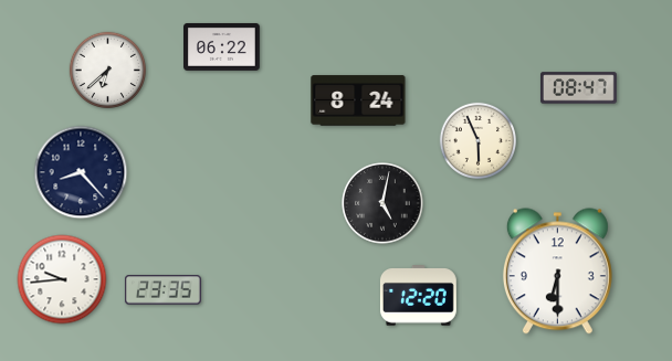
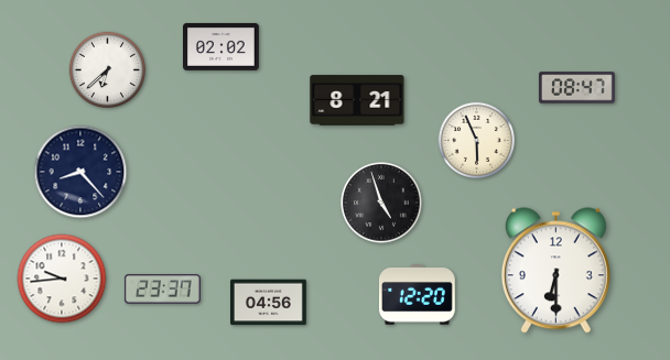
clock at (222, 46): 06:22 -> 02:02
clock at (358, 100): 8:24 -> 8:21
clock at (382, 203): 5:02 -> 4:57
clock at (162, 290): 23:35 -> 23:37
clock at (269, 303): none -> 04:56
